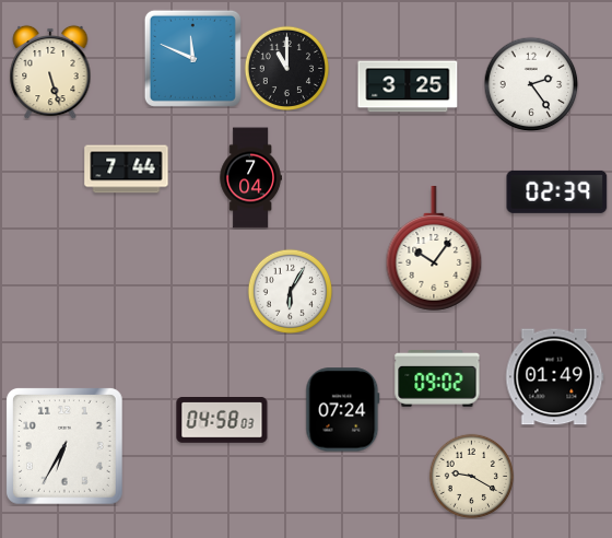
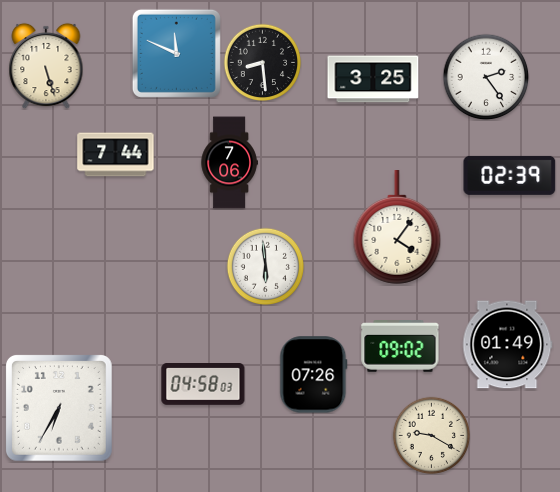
clock at (286, 68): 11:00 -> 8:29
clock at (250, 178): 7:04 -> 7:06
clock at (434, 248): 10:06 -> 4:06
clock at (290, 291): 6:05 -> 5:59
clock at (343, 410): 07:24 -> 07:26
